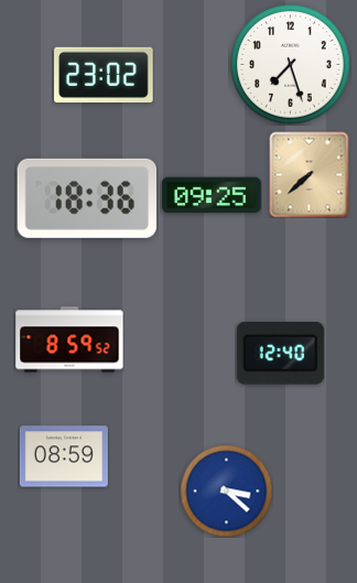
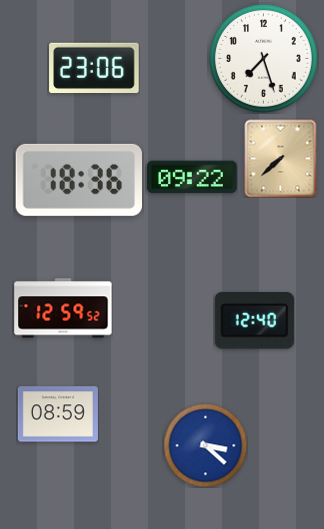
clock at (104, 75): 23:02 -> 23:06
clock at (212, 195): 09:25 -> 09:22
clock at (69, 339): 8:59 -> 12:59
